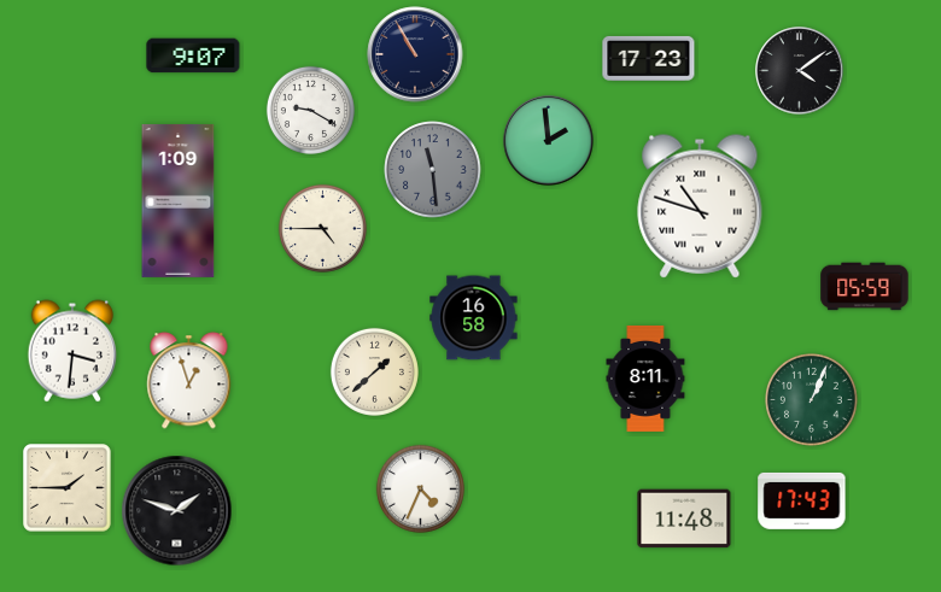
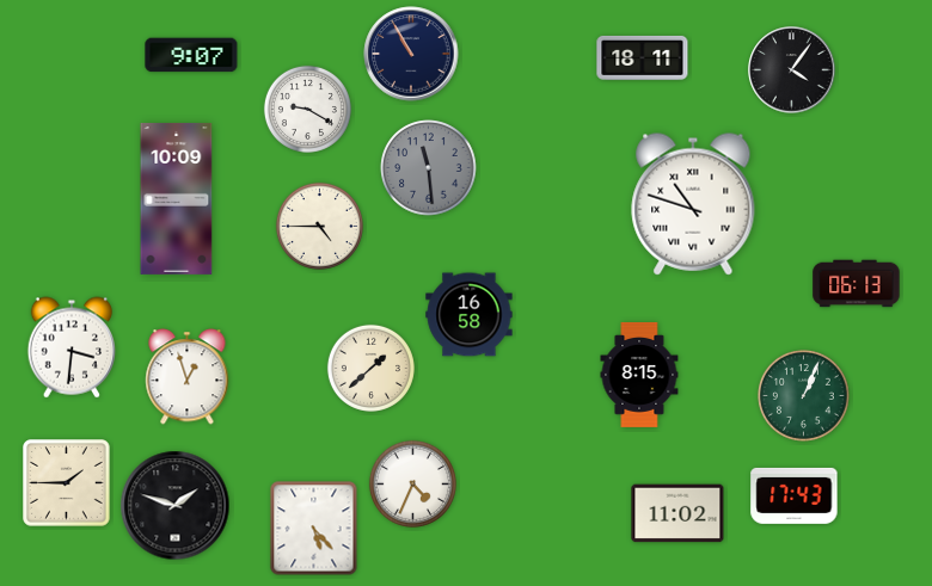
clock at (649, 58): 17:23 -> 18:11
clock at (800, 71): 4:09 -> 4:06
clock at (549, 141): 1:59 -> none
clock at (179, 200): 1:09 -> 10:09
clock at (865, 287): 05:59 -> 06:13
clock at (645, 379): 8:11 -> 8:15
clock at (420, 488) position: (420, 488) -> (412, 483)
clock at (684, 518): 11:48 -> 11:02
clock at (314, 529): none -> 5:23
